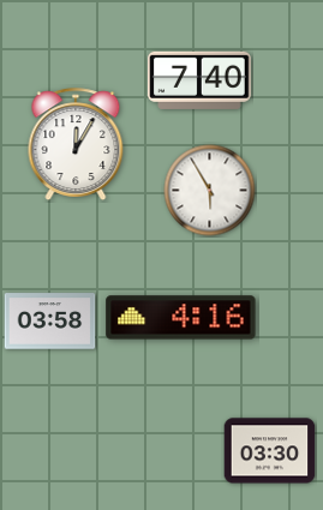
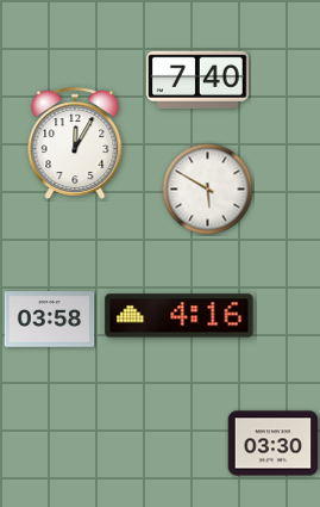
clock at (210, 191): 5:55 -> 5:50
clock at (270, 451) position: (270, 451) -> (274, 444)
